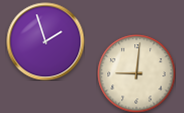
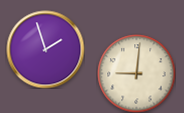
clock at (45, 41) position: (45, 41) -> (45, 49)
